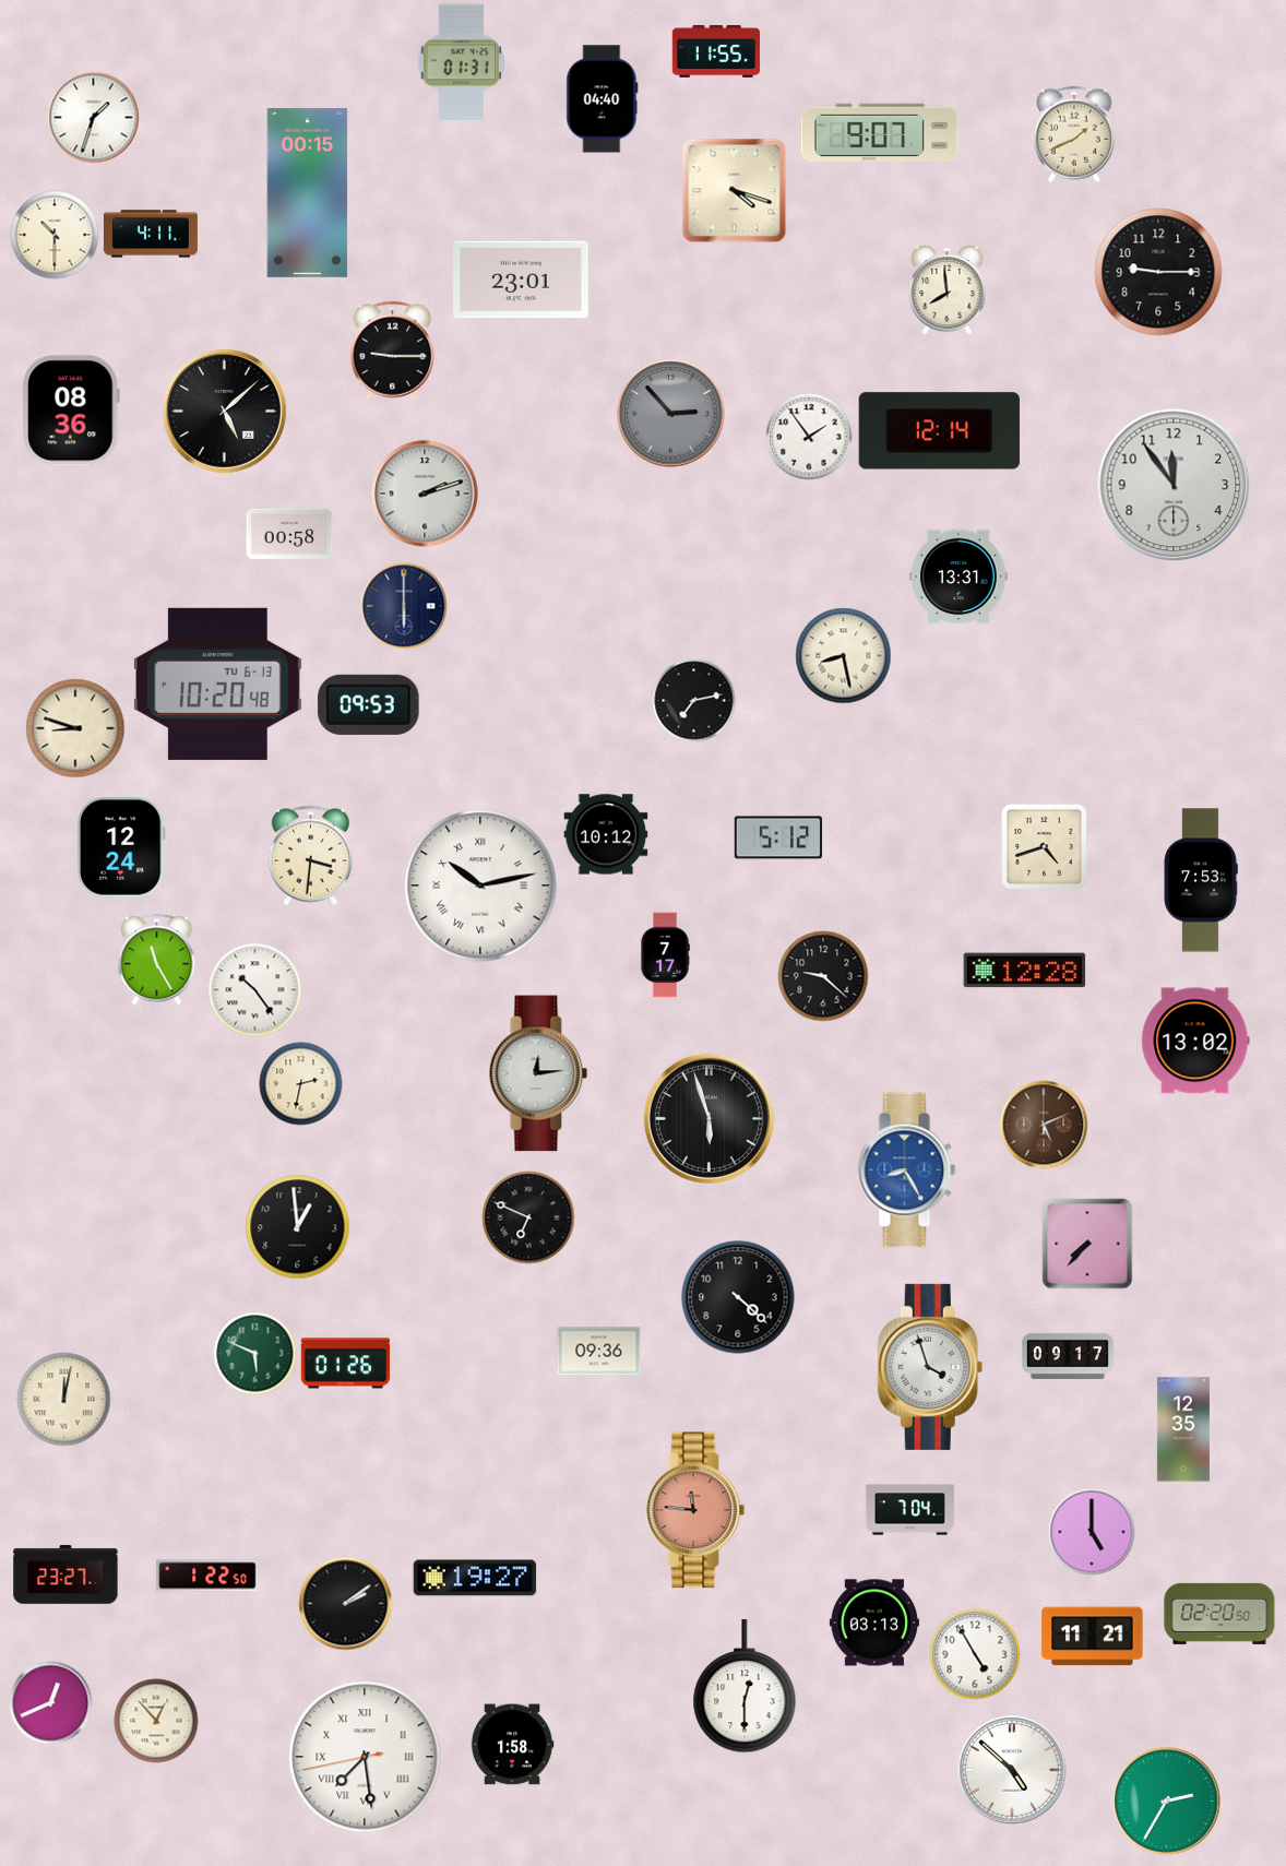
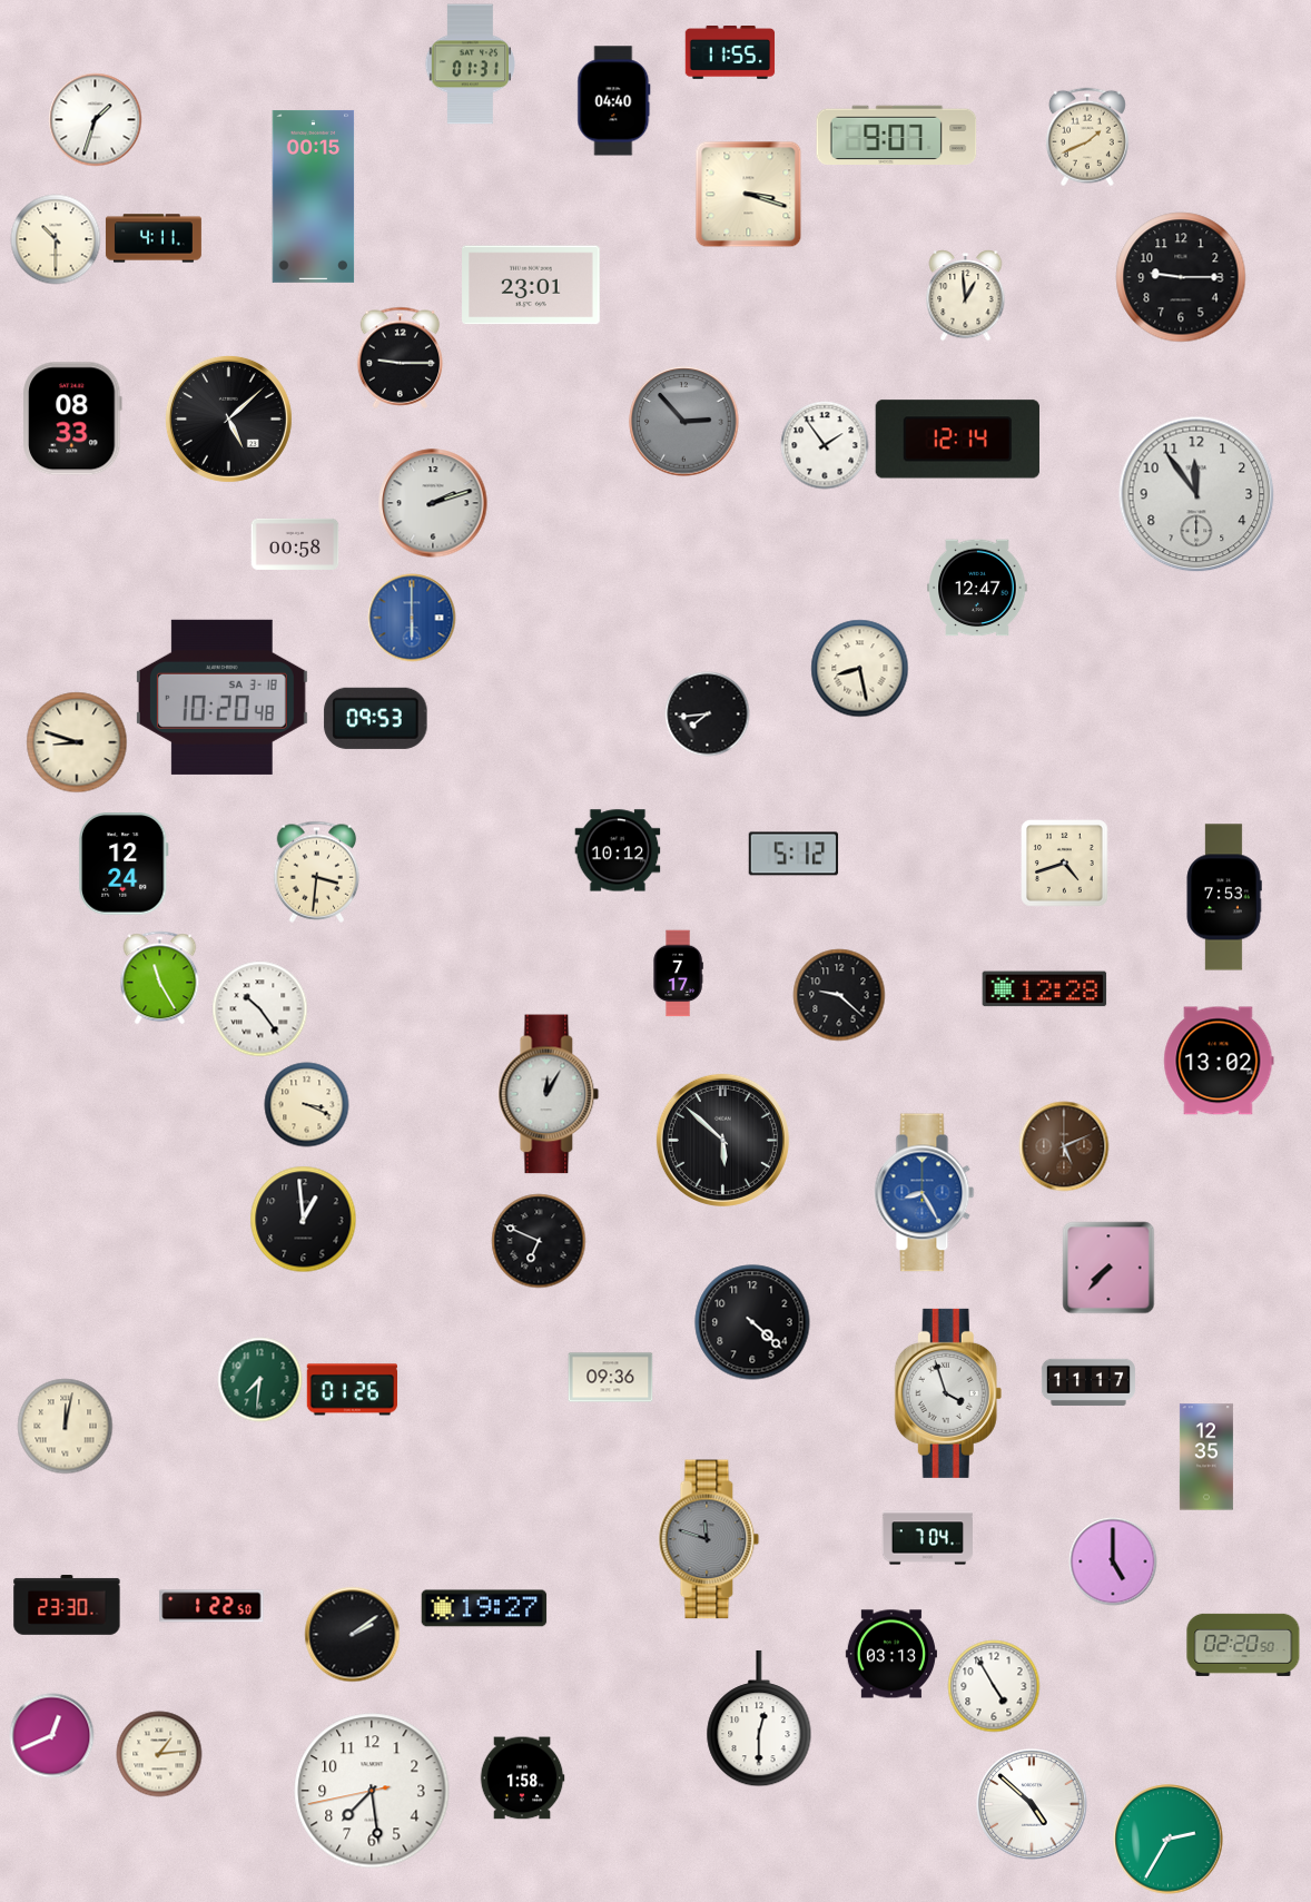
clock at (1074, 134) position: (1074, 134) -> (1087, 137)
clock at (735, 191): 4:18 -> 3:18
clock at (948, 290): 7:59 -> 12:59
clock at (72, 411): 08:36 -> 08:33
clock at (958, 577): 13:31 -> 12:47
clock at (404, 606) dial: navy -> blue
clock at (217, 684) date: TU 6-13 -> SA 3-18
clock at (694, 701): 7:13 -> 7:44
clock at (480, 886): 10:13 -> none
clock at (538, 1073): 12:14 -> 12:05
clock at (301, 1084): 2:32 -> 3:19
clock at (709, 1118): 5:57 -> 5:52
clock at (298, 1227) position: (298, 1227) -> (304, 1220)
clock at (255, 1354): 5:49 -> 7:31
clock at (1068, 1356): 09:17 -> 11:17
clock at (695, 1510): 11:46 -> 11:48
clock at (695, 1510) dial: salmon -> grey
clock at (66, 1576): 23:27 -> 23:30
clock at (1093, 1637): 11:21 -> none
clock at (156, 1721): 12:53 -> 1:14
clock at (365, 1757) numerals: Roman -> Arabic
clock at (1167, 1802) position: (1167, 1802) -> (1169, 1840)
